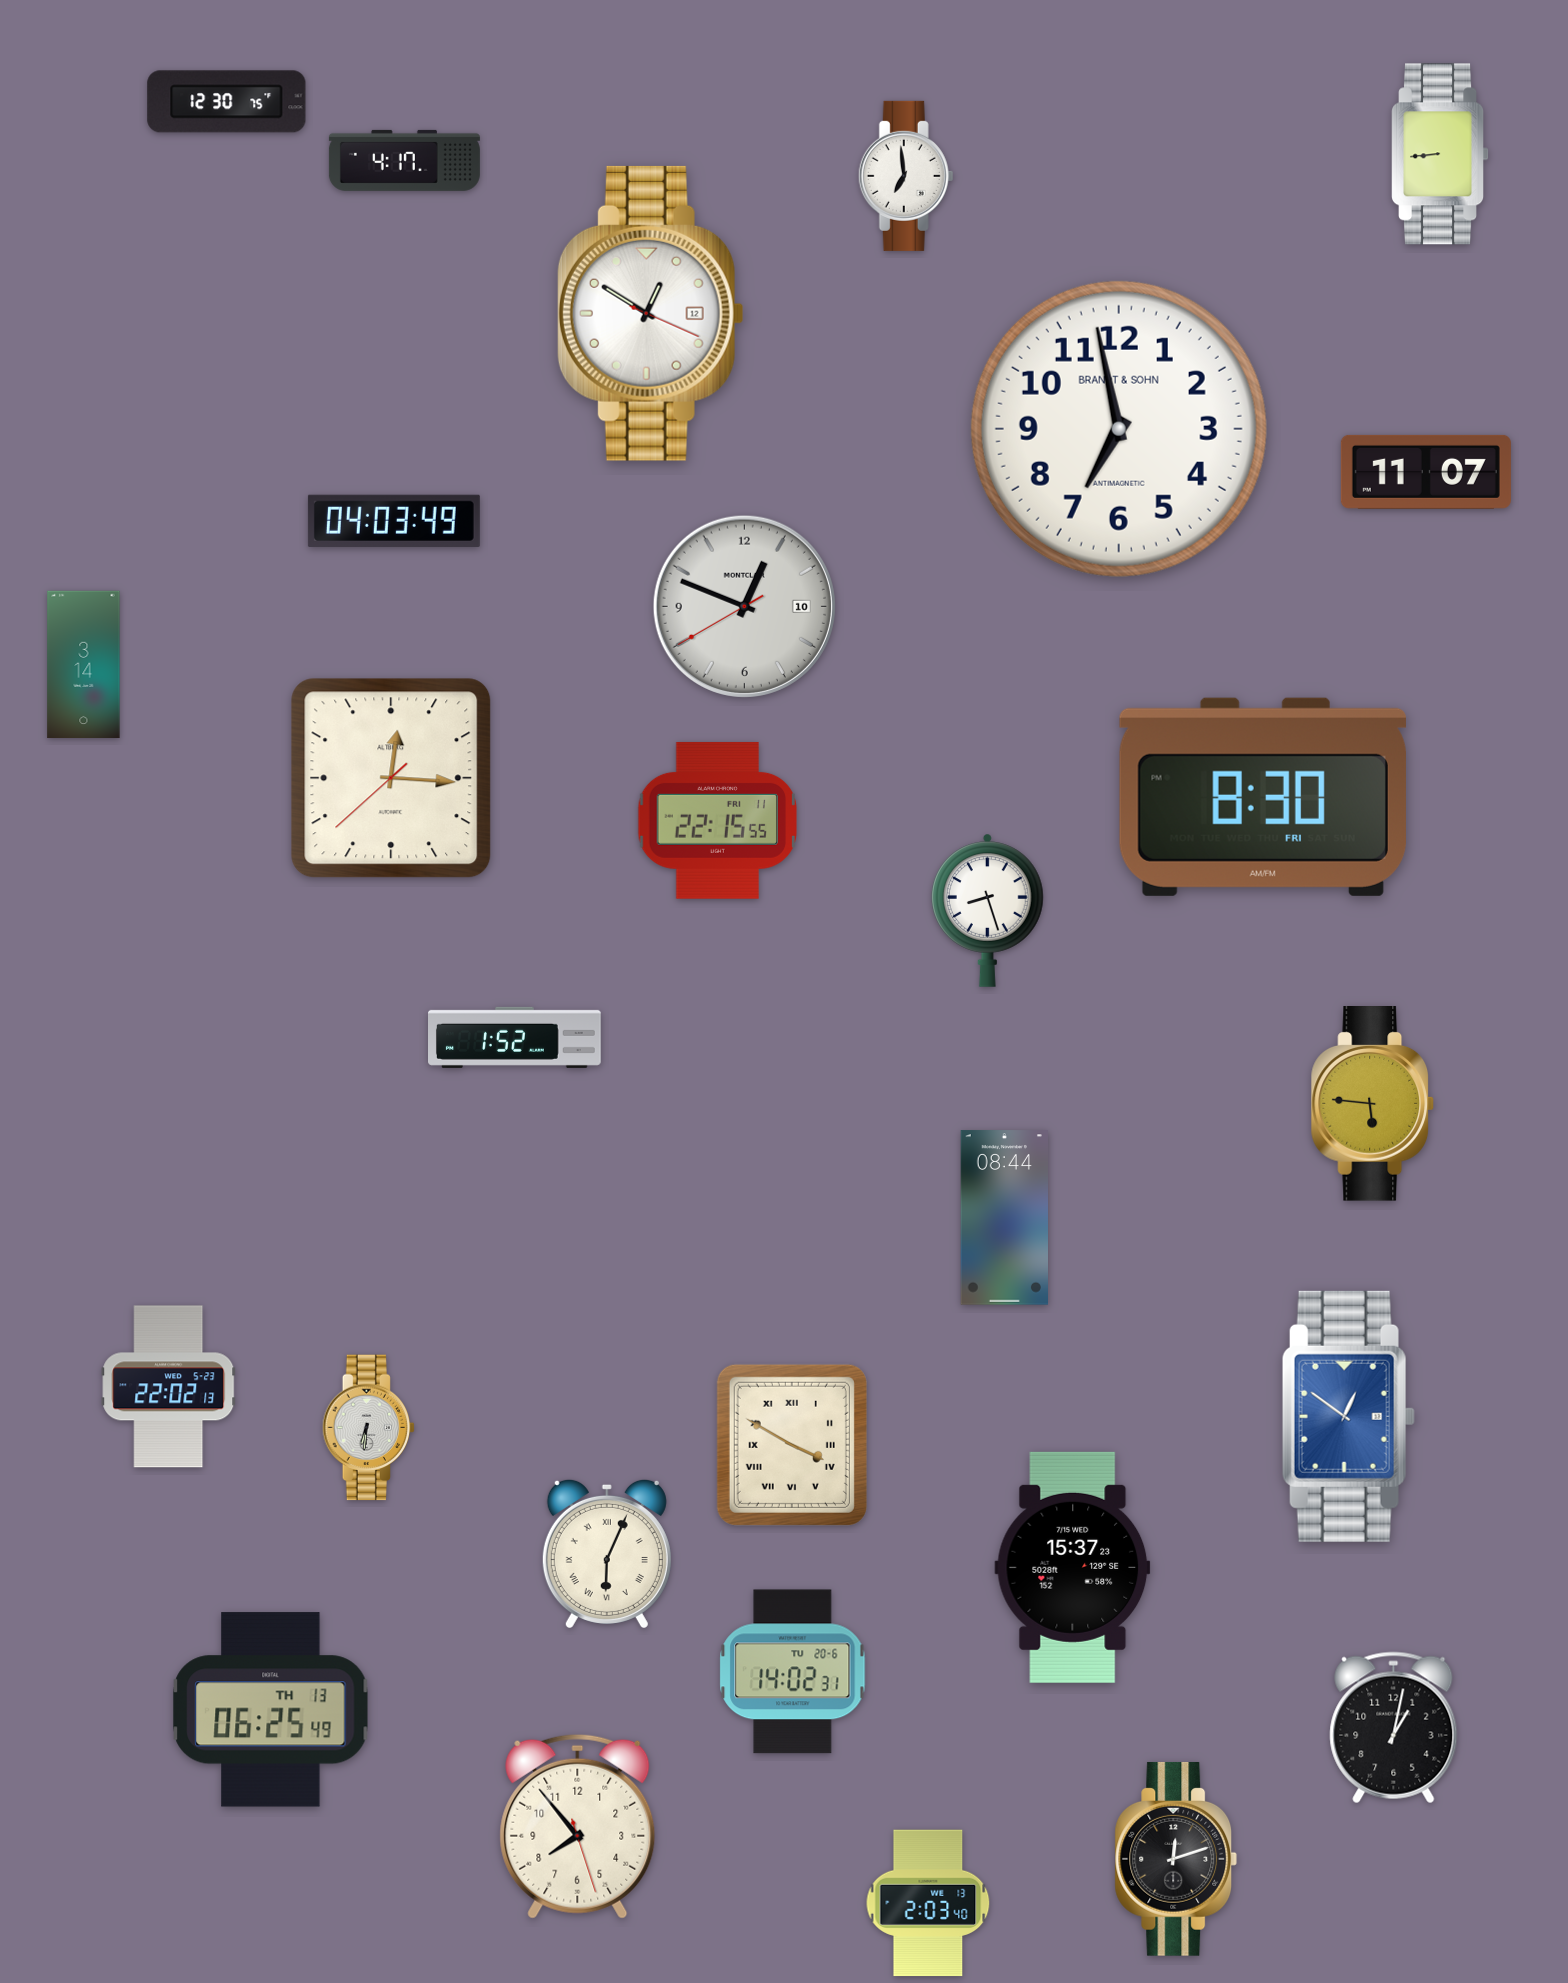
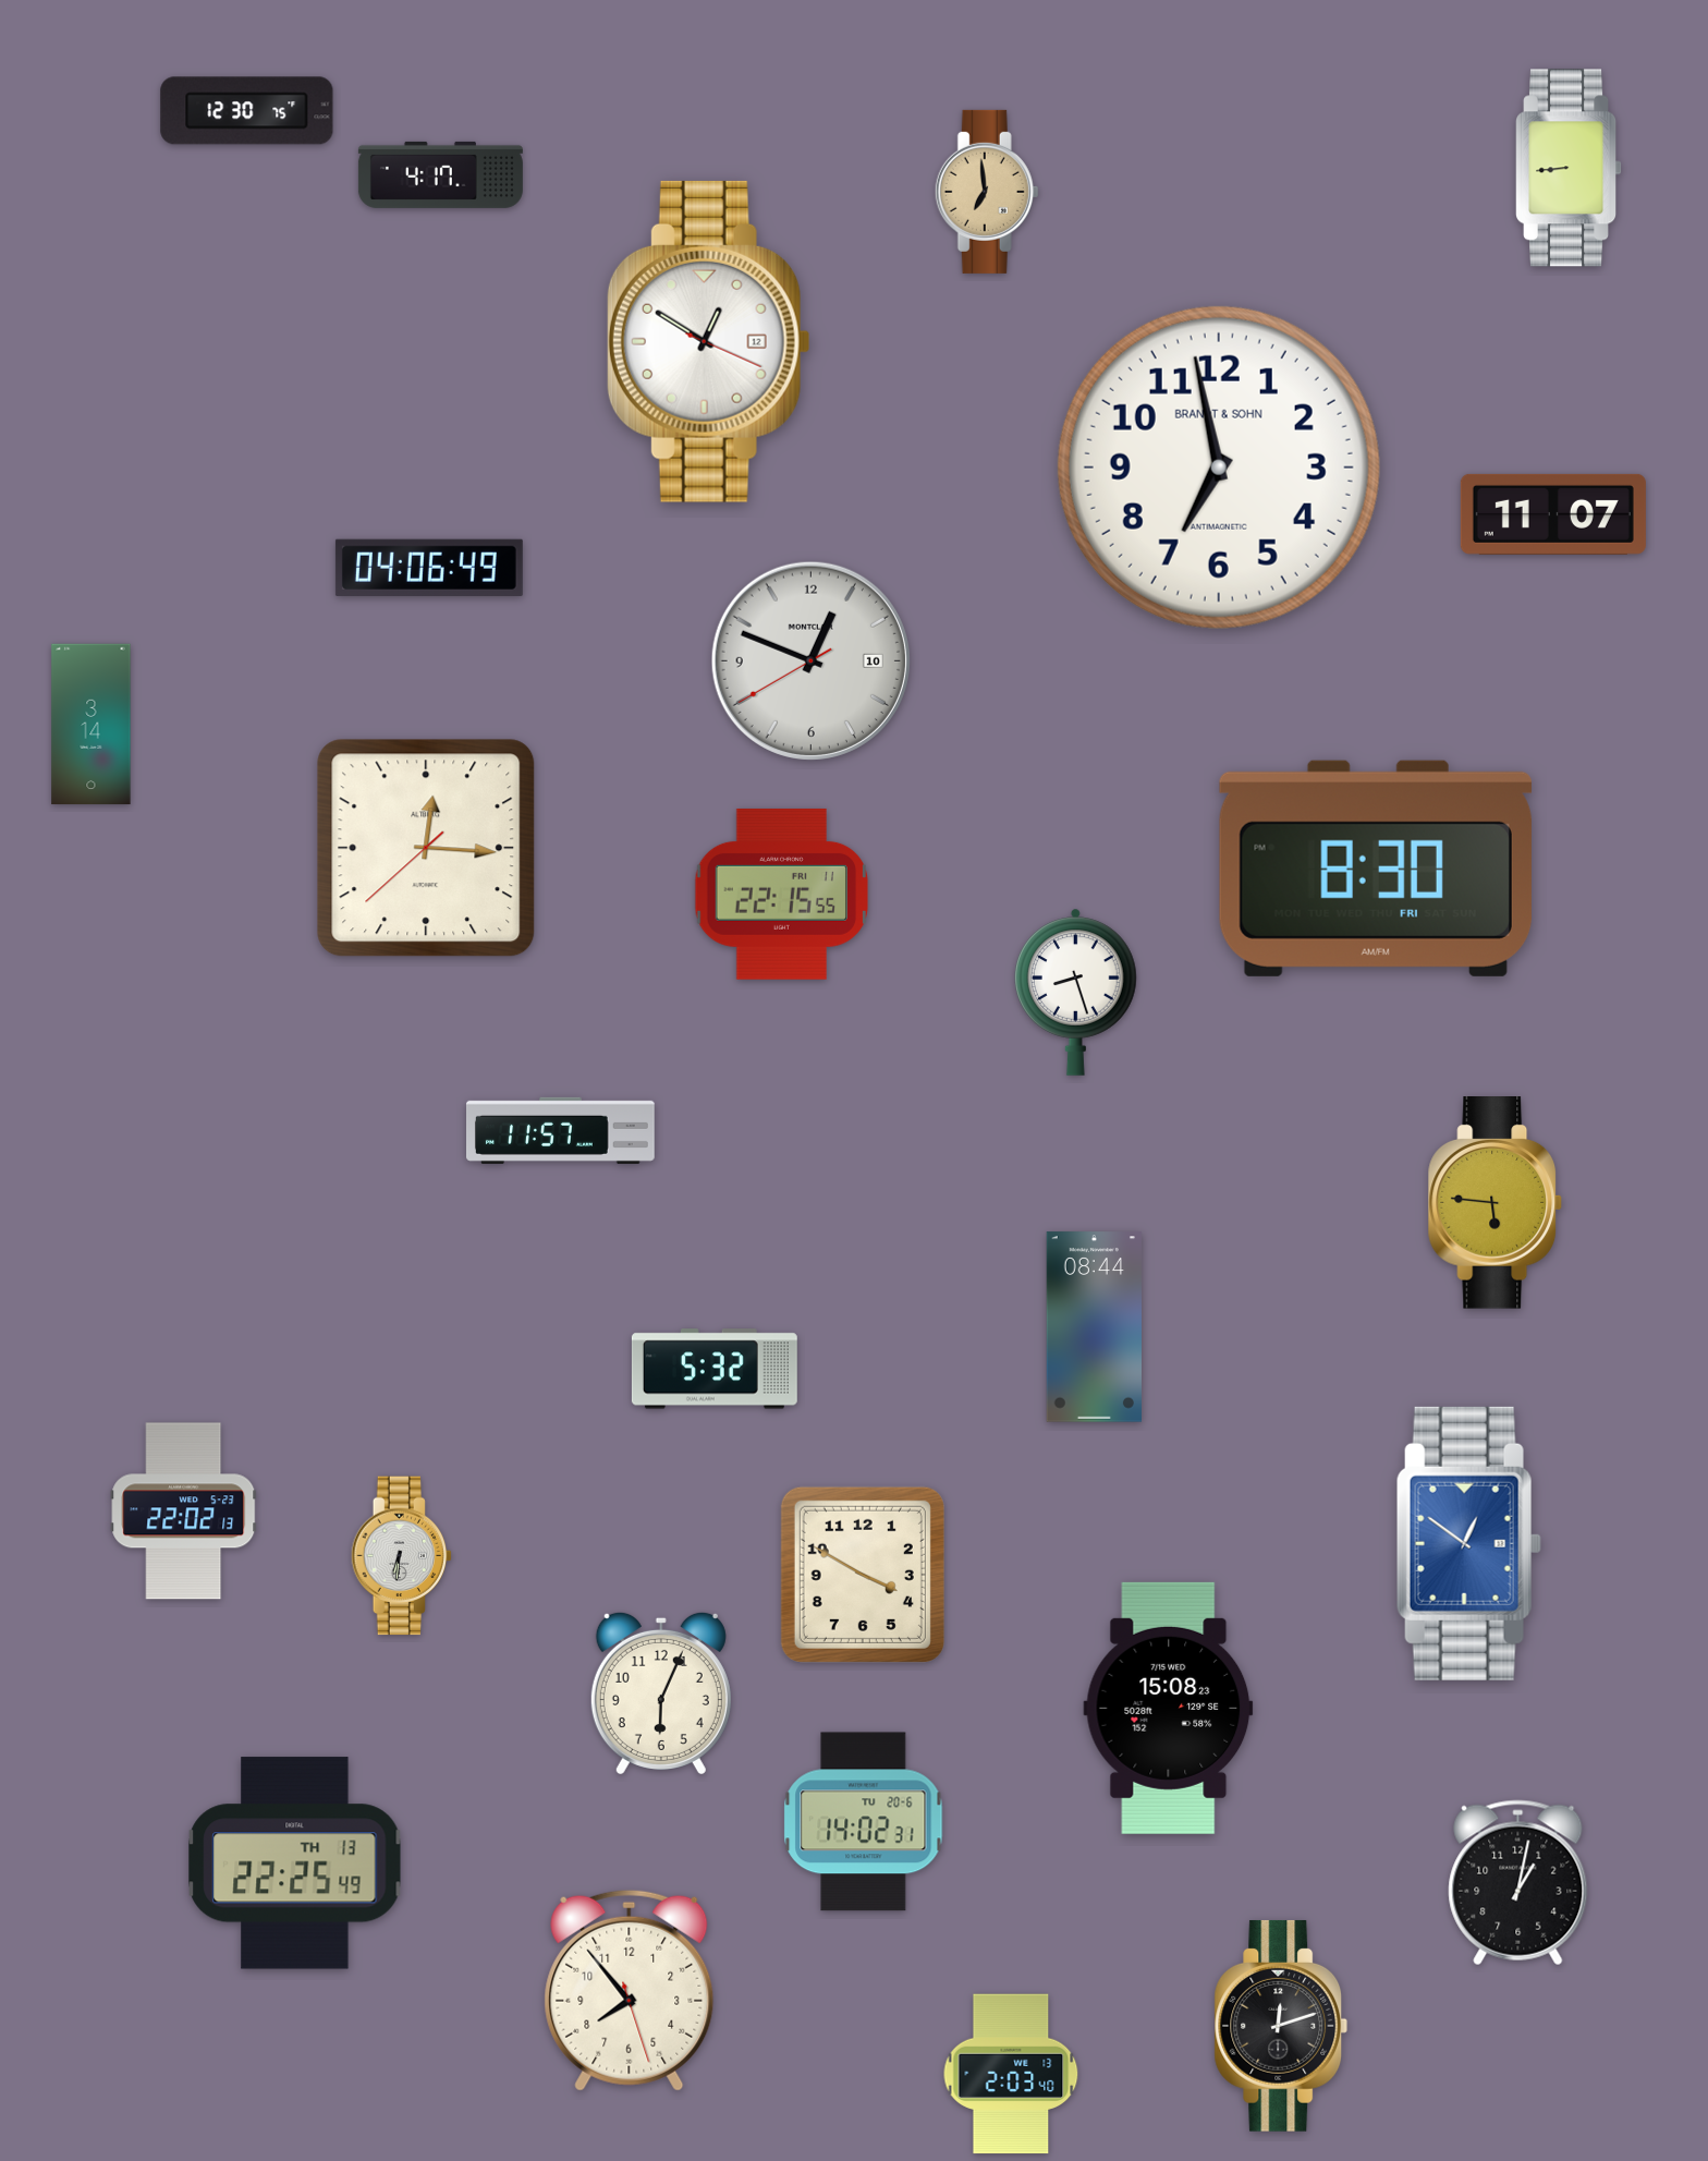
clock at (906, 176) dial: white -> champagne
clock at (394, 521): 04:03 -> 04:06
clock at (515, 1037): 1:52 -> 11:57
clock at (715, 1369): none -> 5:32
clock at (792, 1445) numerals: Roman -> Arabic
clock at (607, 1553) numerals: Roman -> Arabic
clock at (1073, 1567): 15:37 -> 15:08
clock at (271, 1710): 06:25 -> 22:25
